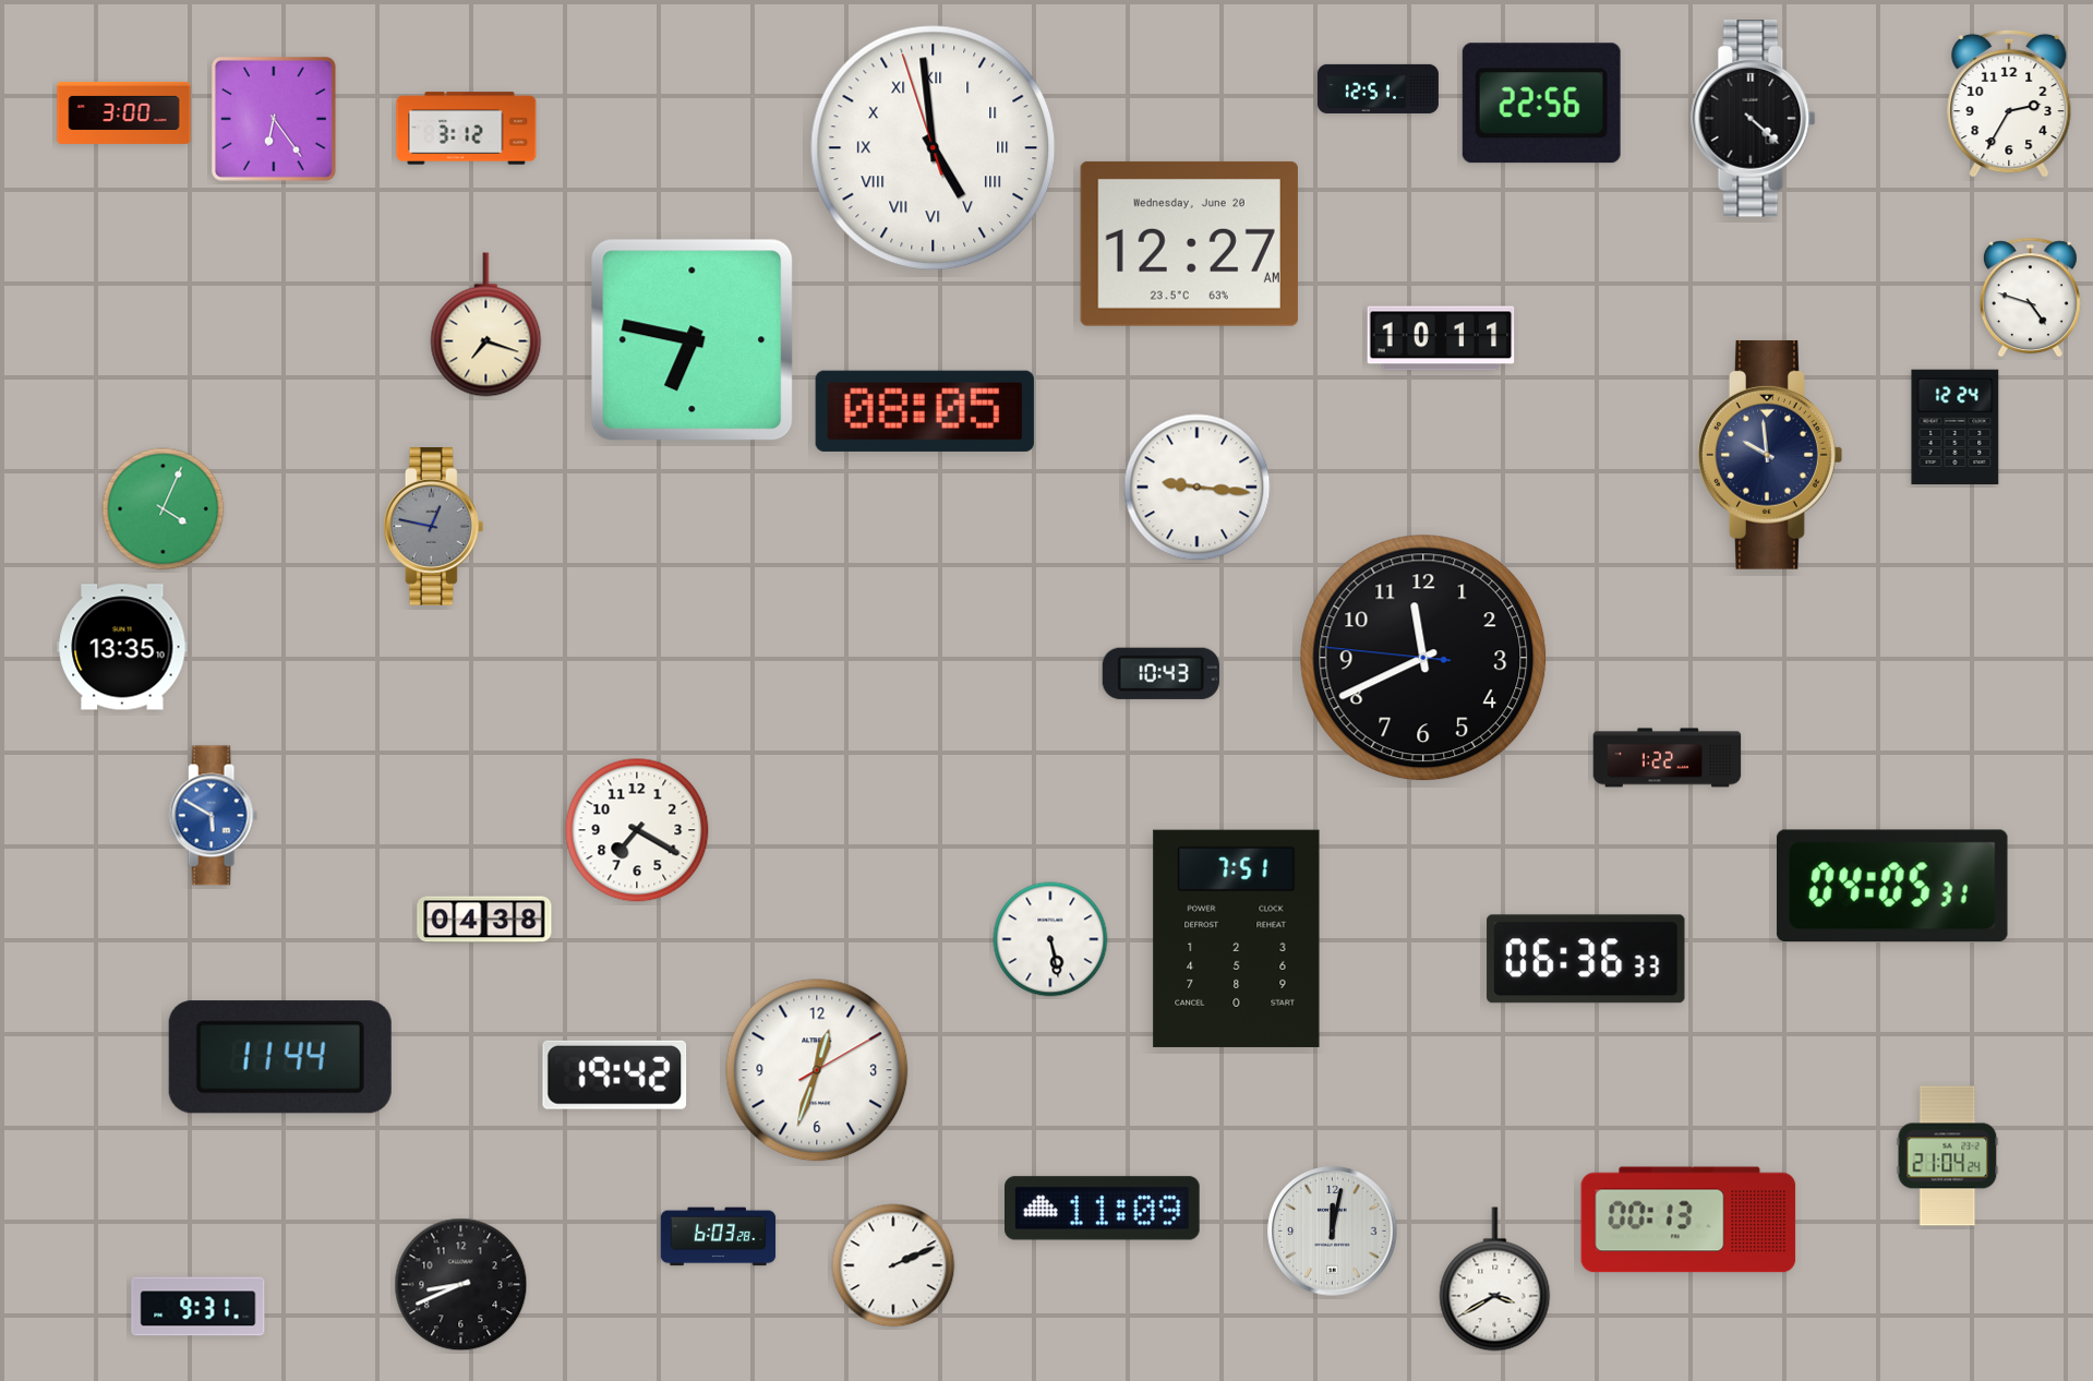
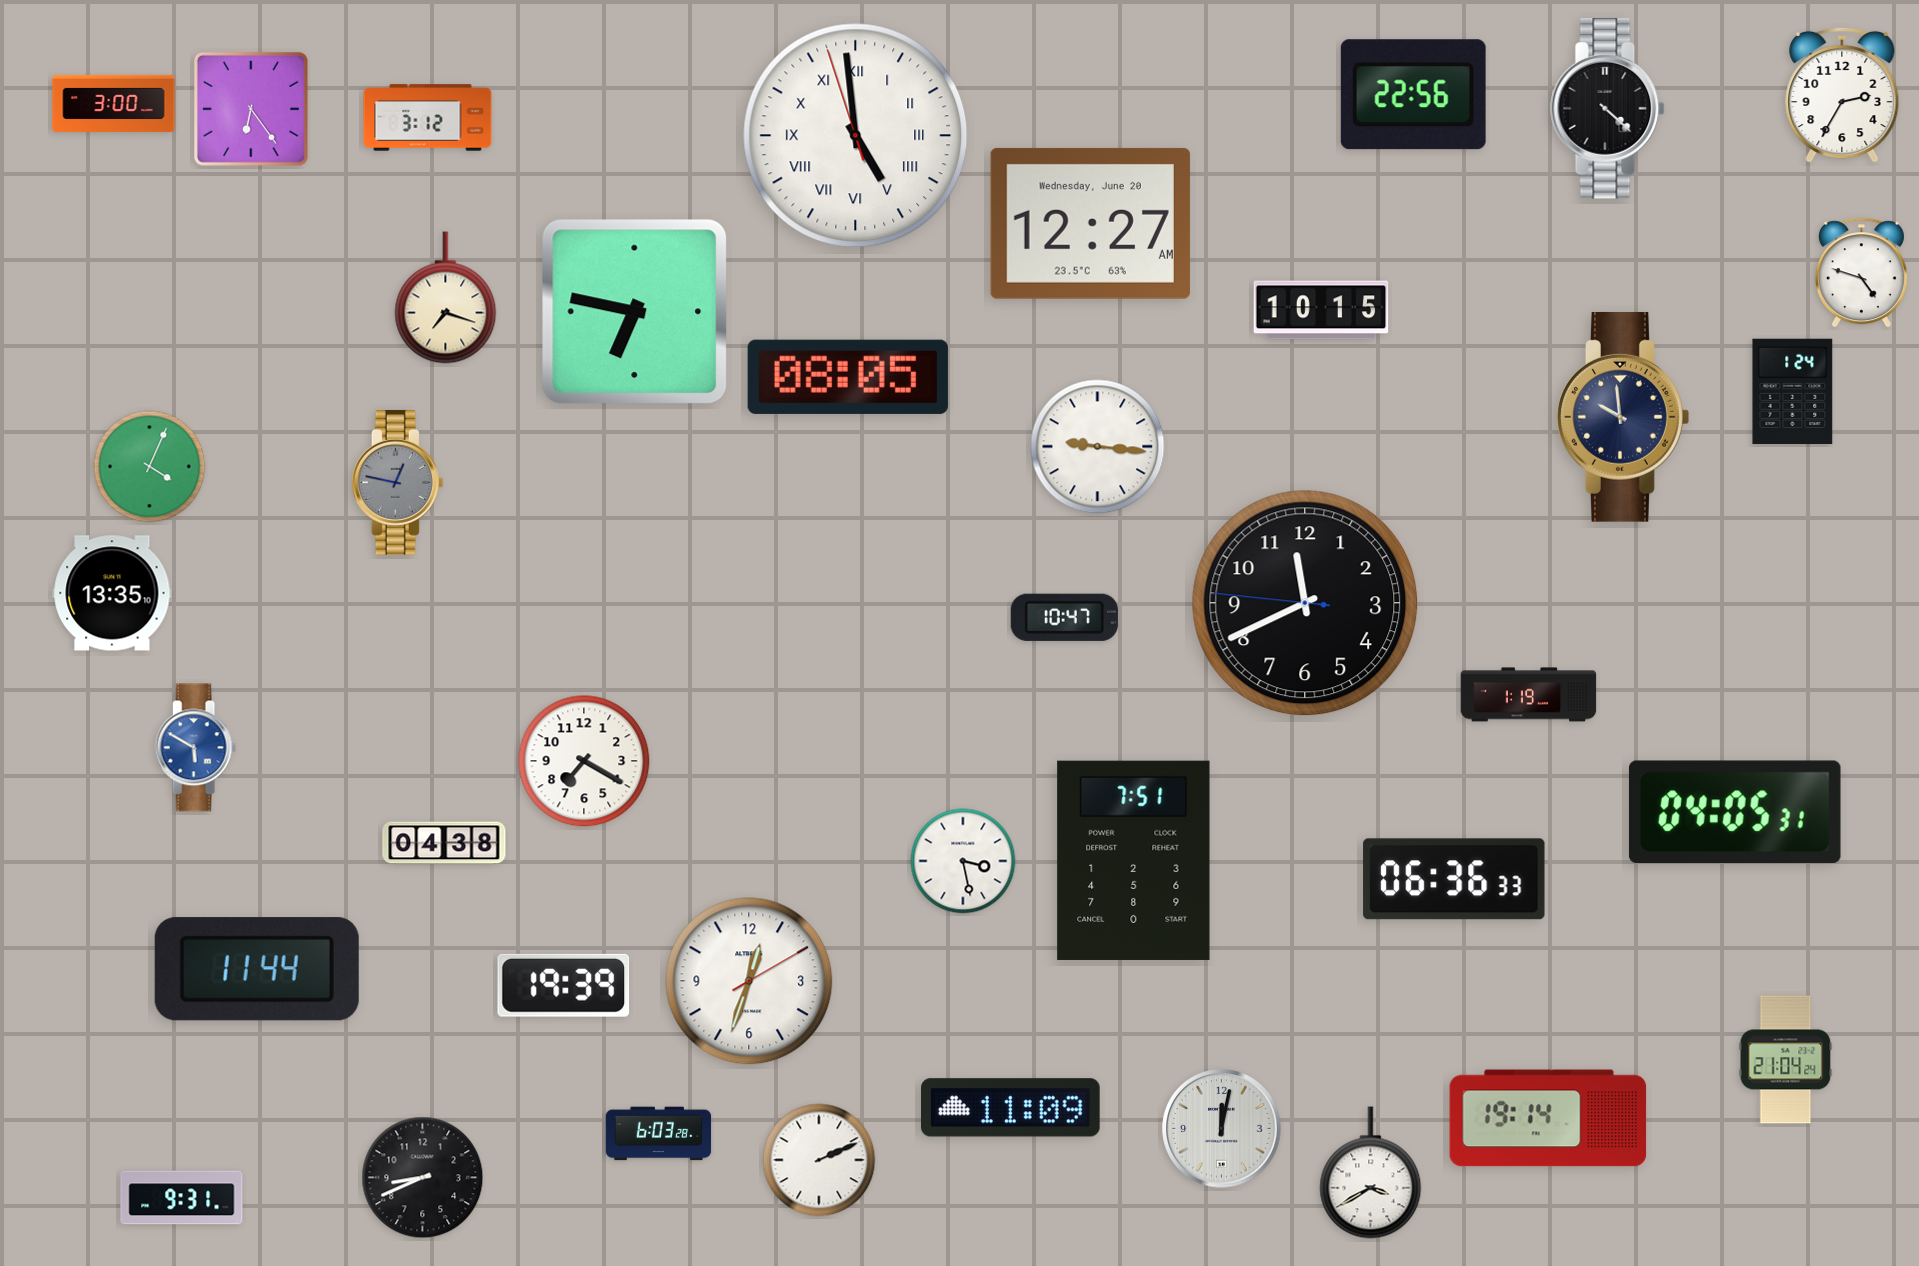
clock at (1378, 88): 12:51 -> none
clock at (1441, 338): 10:11 -> 10:15
clock at (1956, 428): 12:24 -> 1:24
clock at (1160, 673): 10:43 -> 10:47
clock at (1668, 758): 1:22 -> 1:19
clock at (1050, 939): 5:28 -> 3:28
clock at (615, 1074): 19:42 -> 19:39
clock at (1688, 1220): 00:13 -> 19:14
